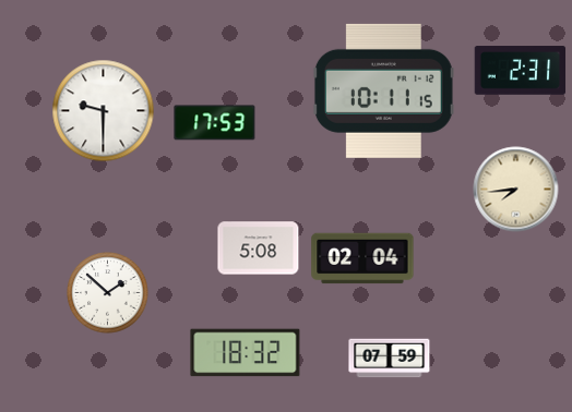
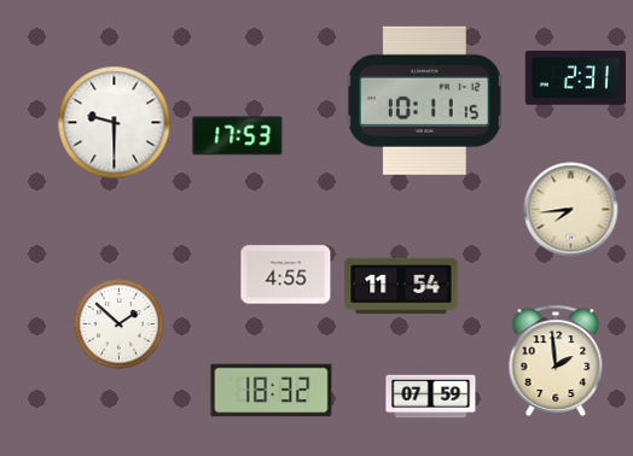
clock at (259, 249): 5:08 -> 4:55
clock at (362, 258): 02:04 -> 11:54
clock at (556, 361): none -> 1:59
